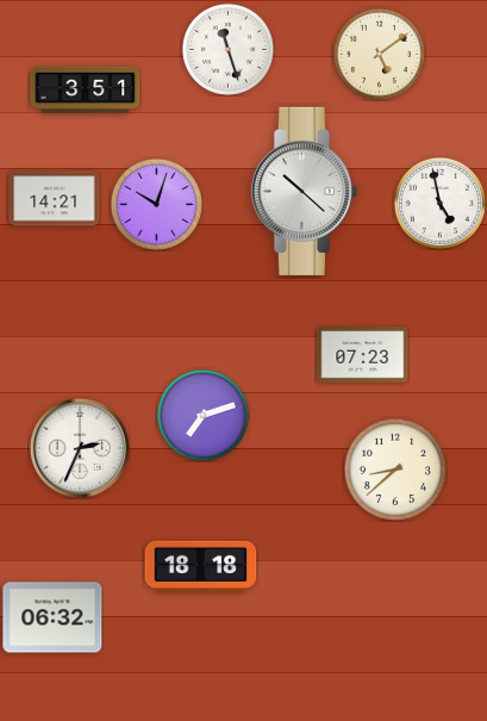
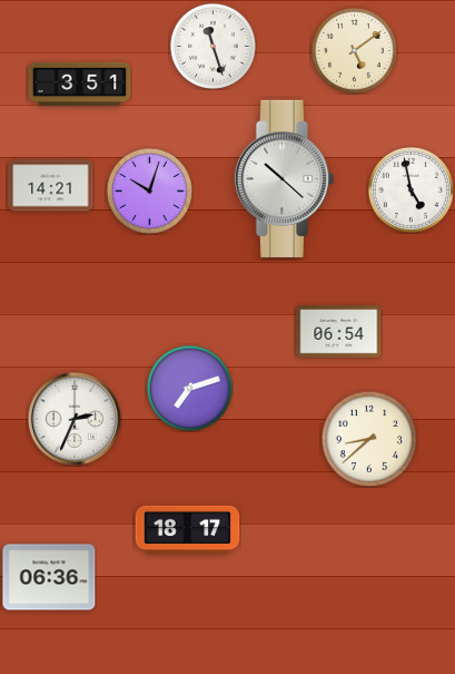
clock at (156, 204) position: (156, 204) -> (149, 191)
clock at (363, 355): 07:23 -> 06:54
clock at (201, 567): 18:18 -> 18:17
clock at (52, 617): 06:32 -> 06:36
